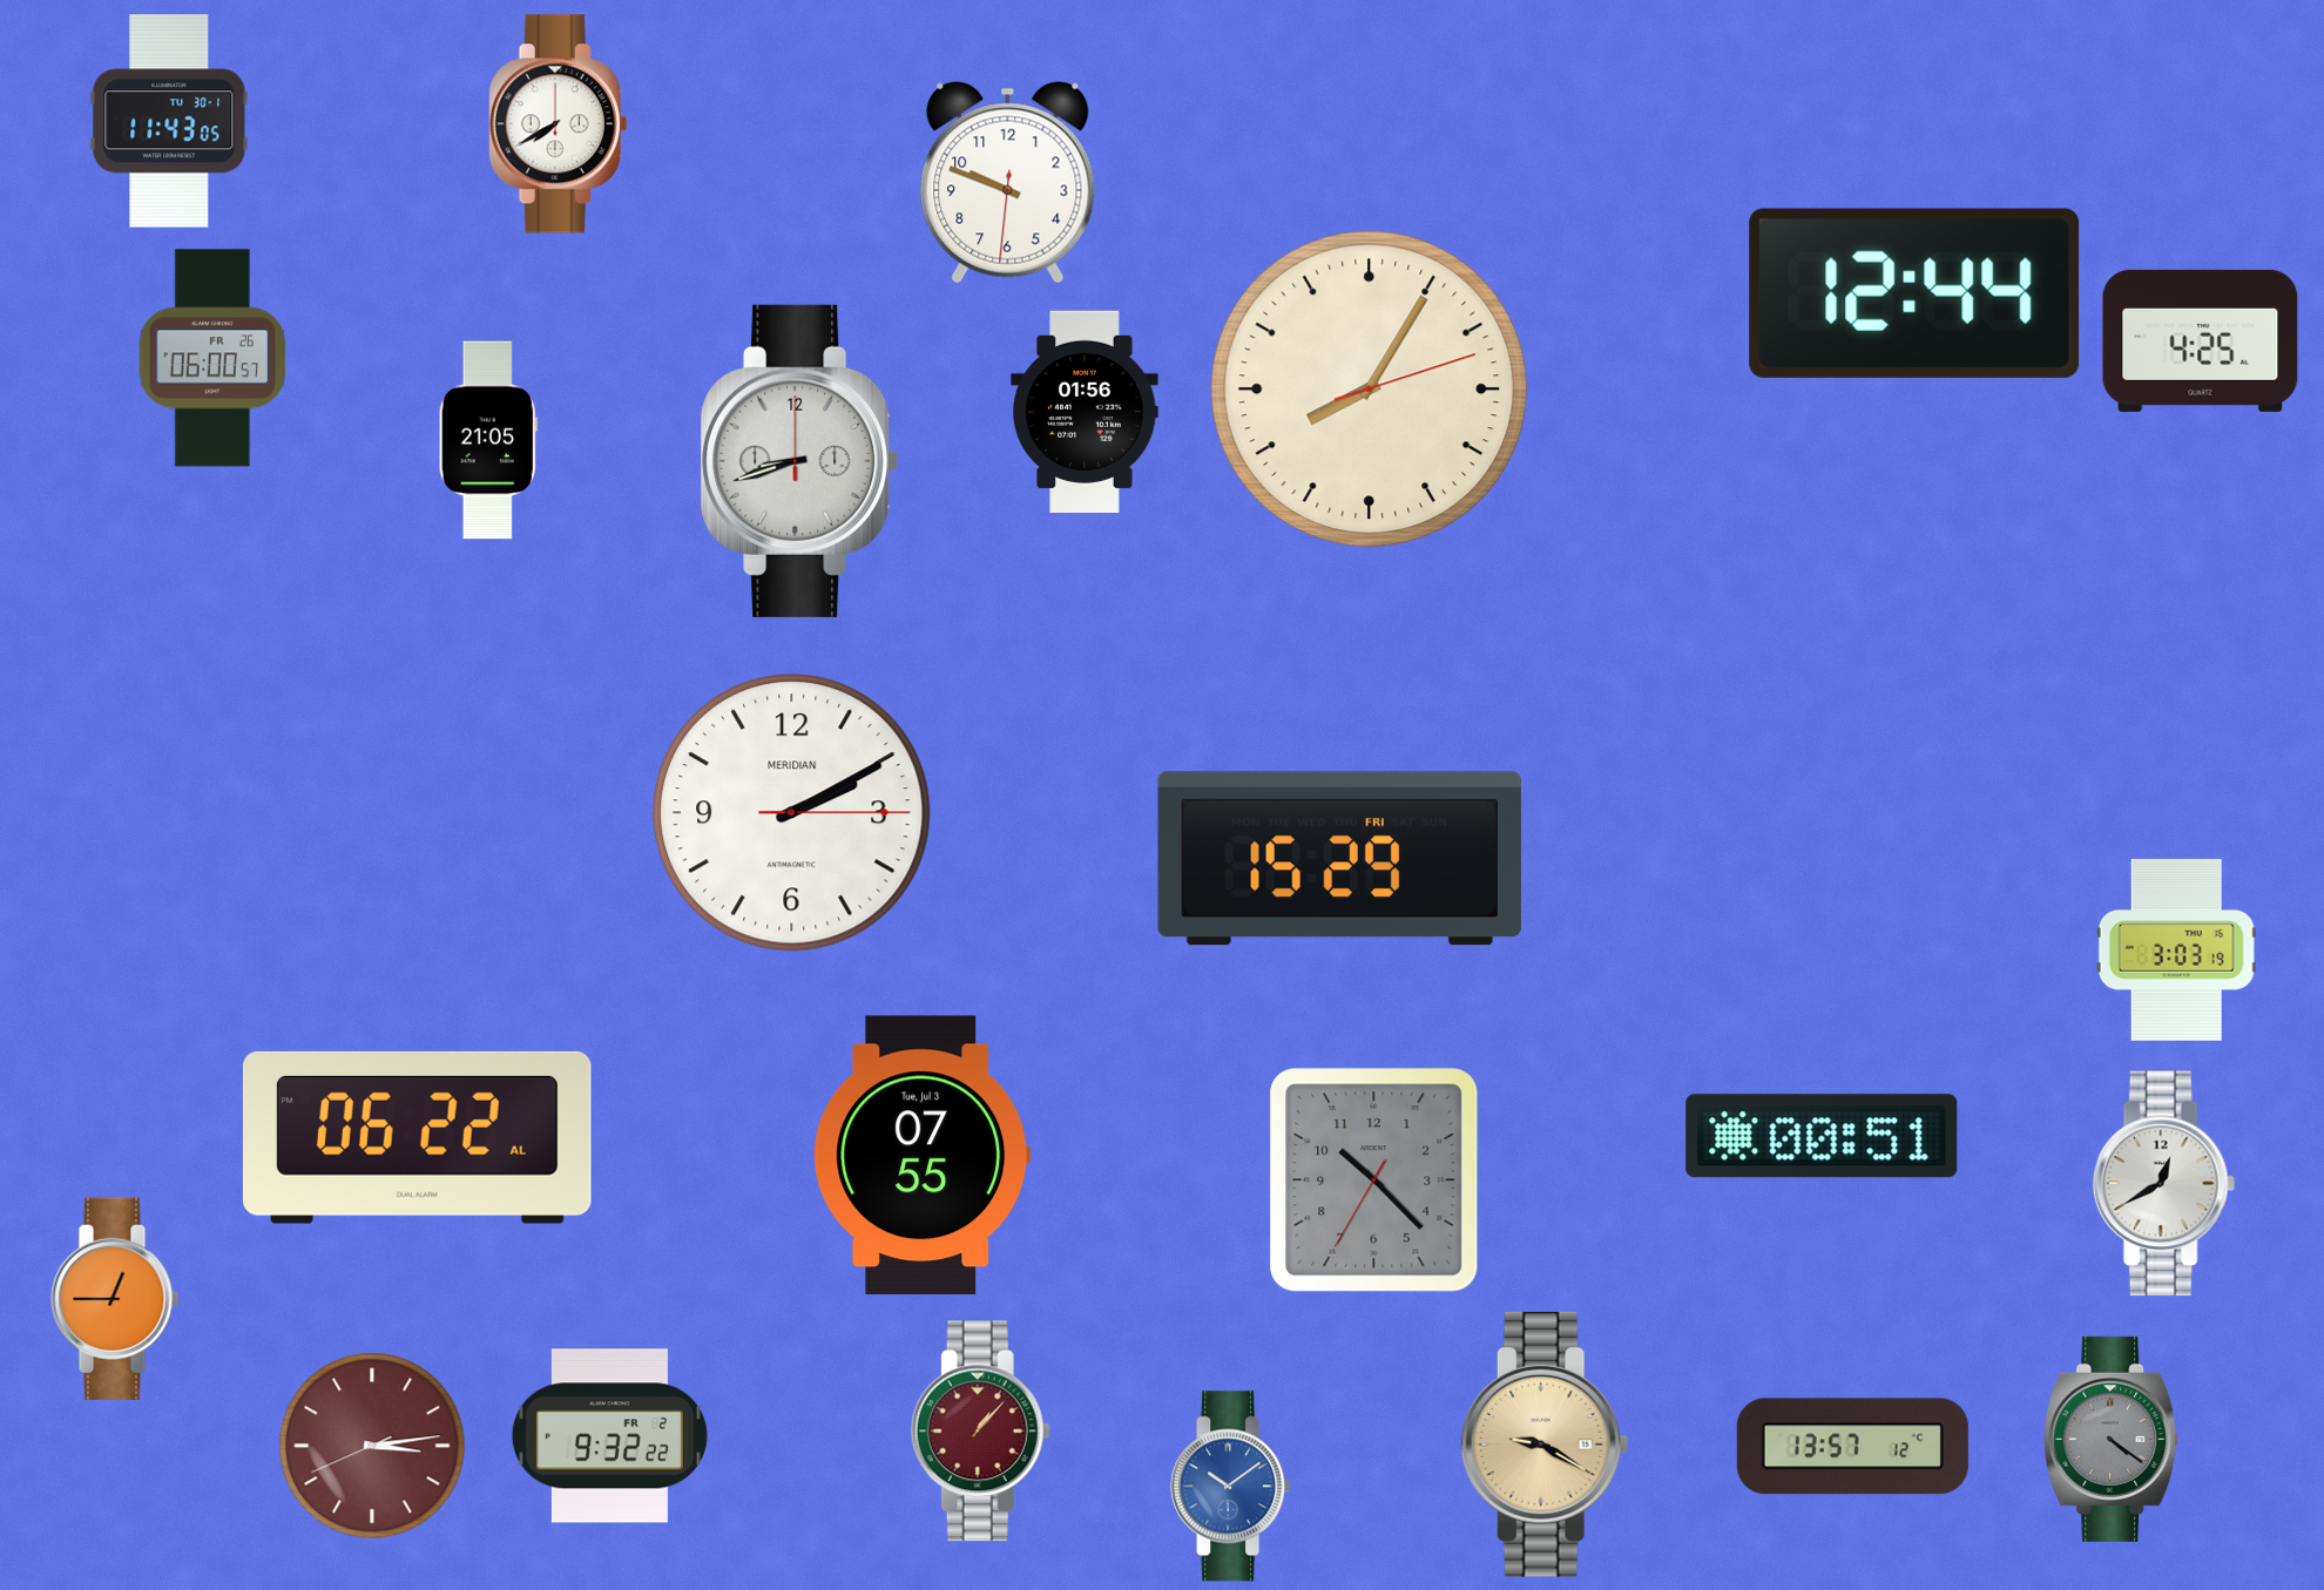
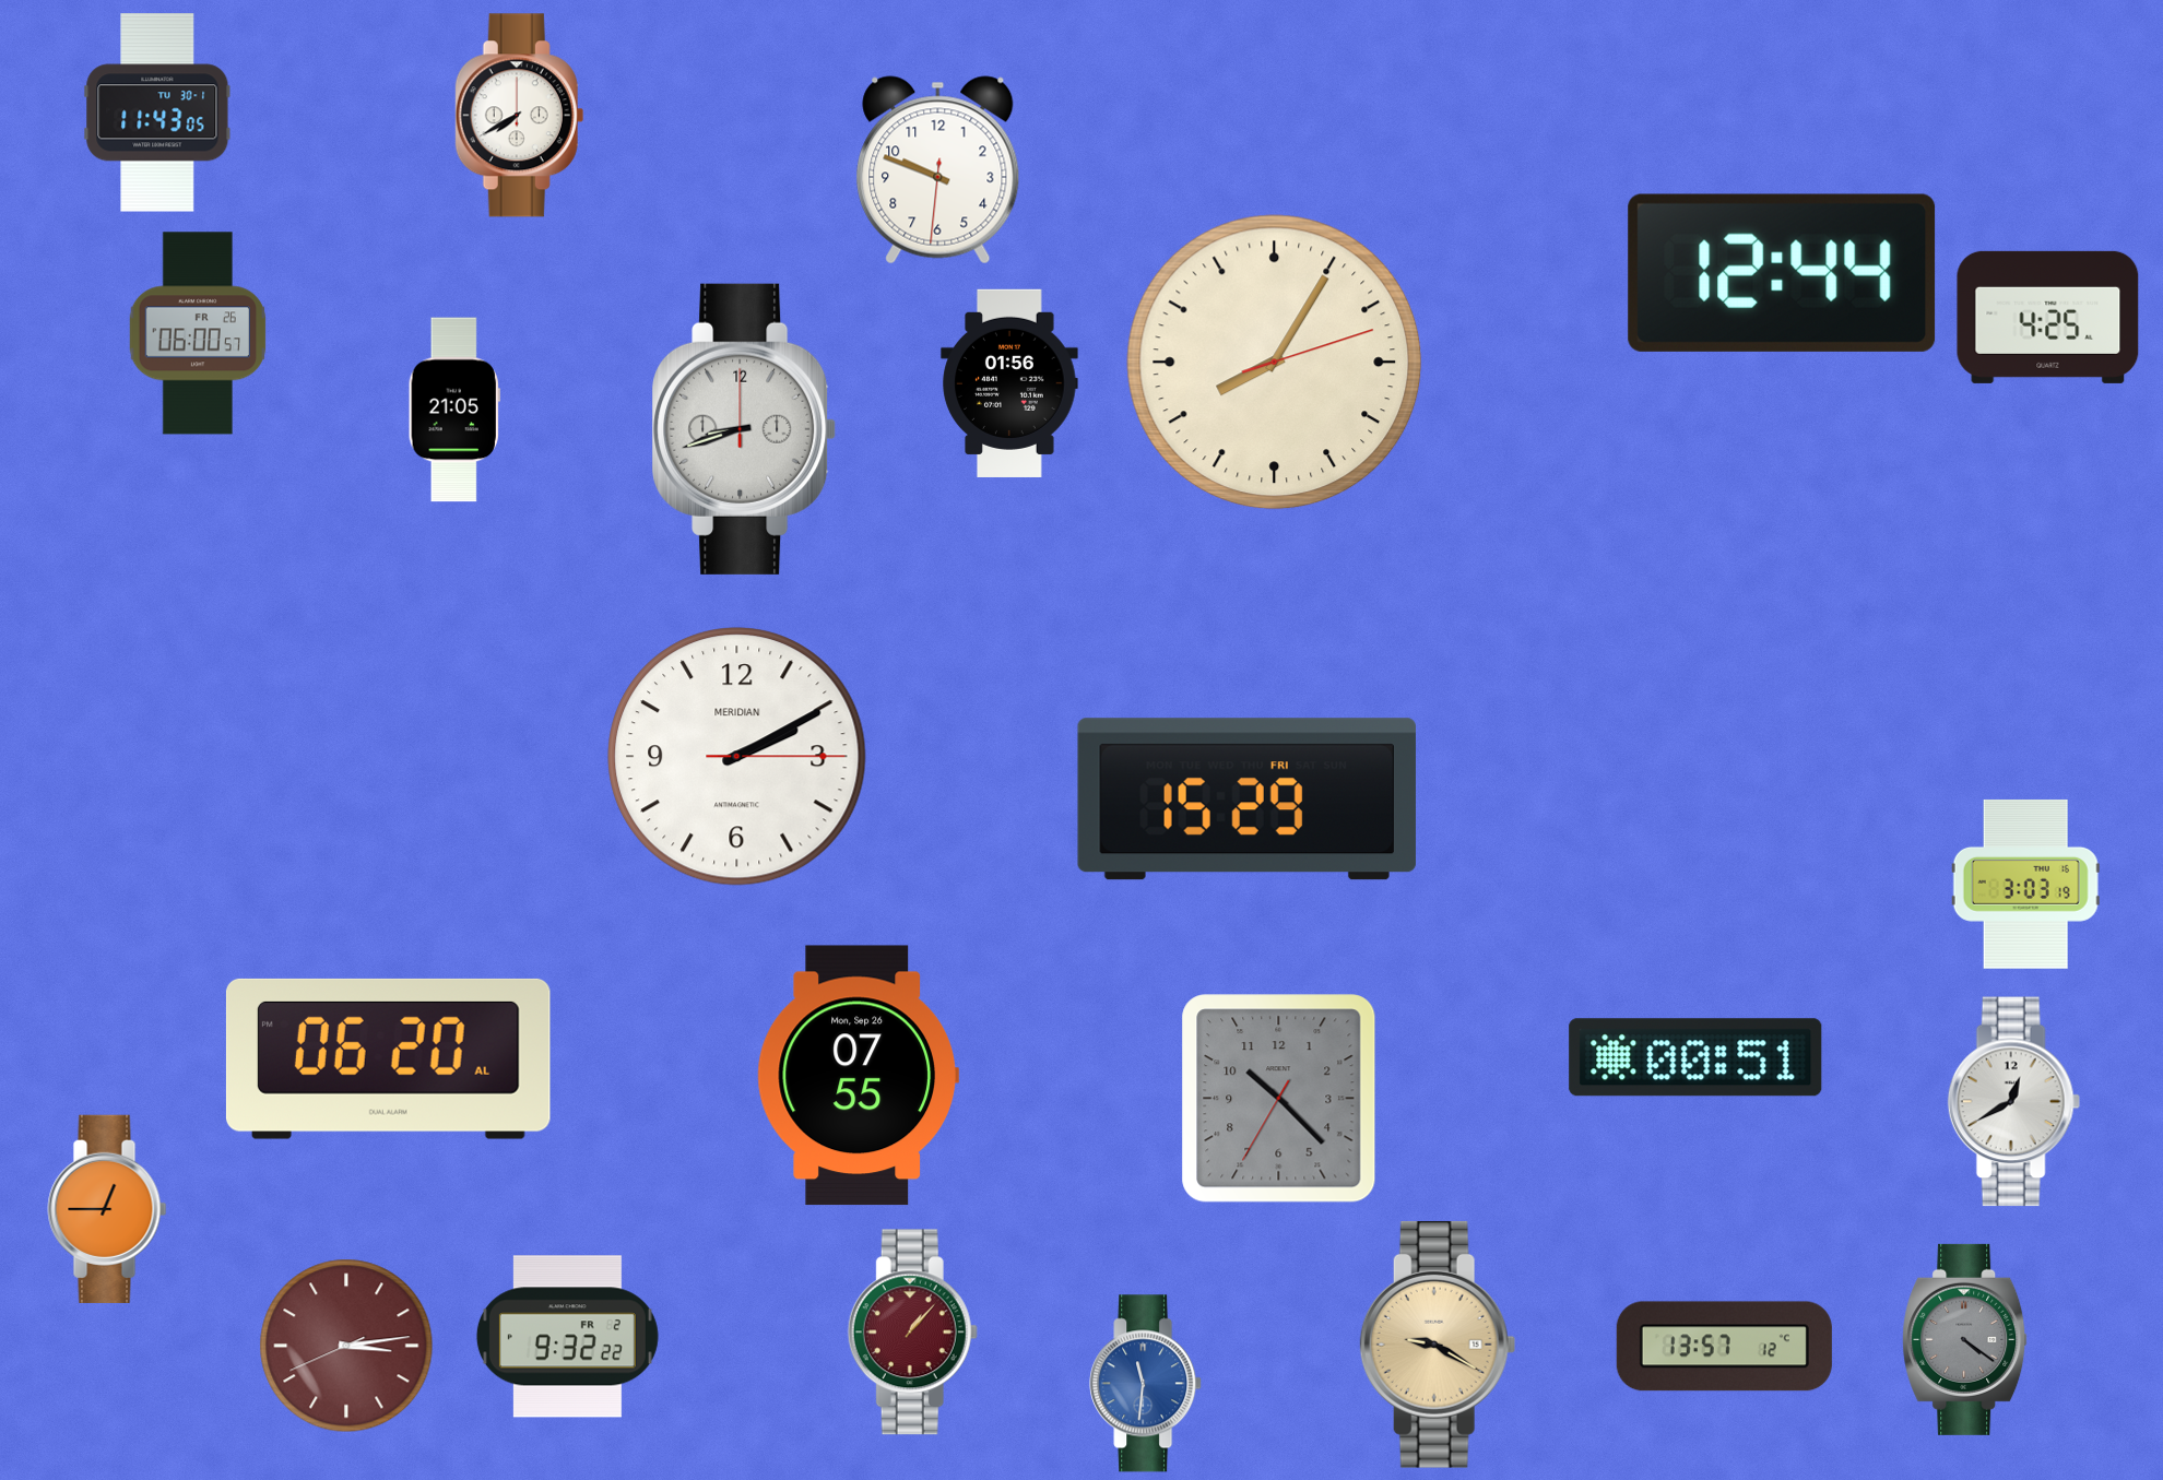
clock at (417, 1137): 06:22 -> 06:20
clock at (921, 1156) date: Tue, Jul 3 -> Mon, Sep 26
clock at (1231, 1487): 10:09 -> 11:31
